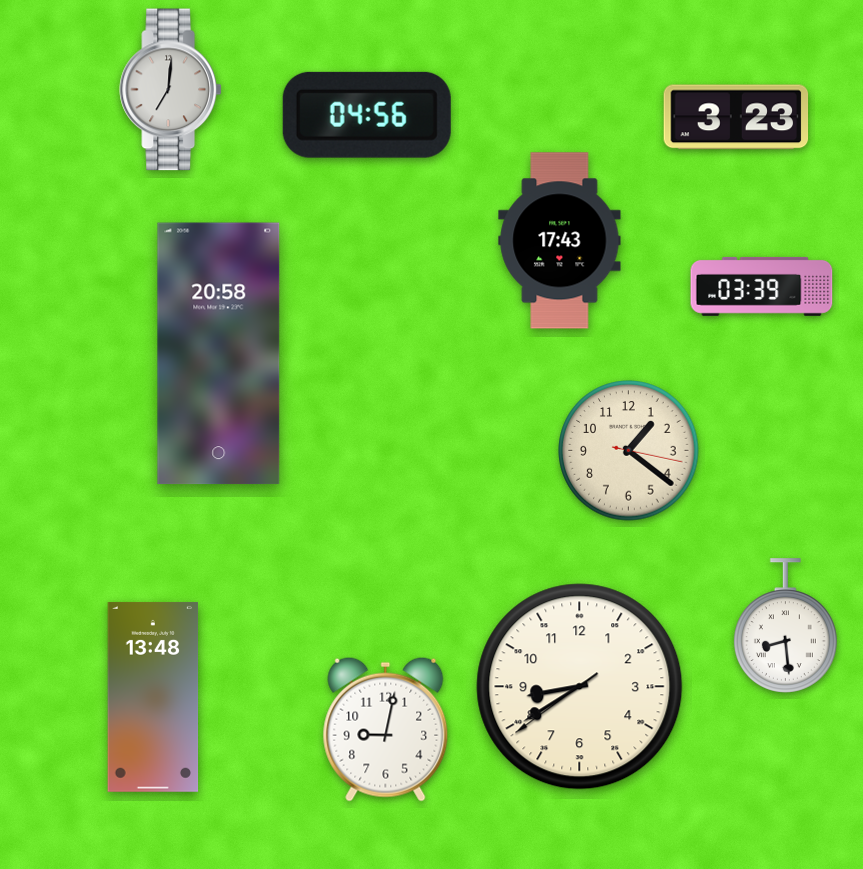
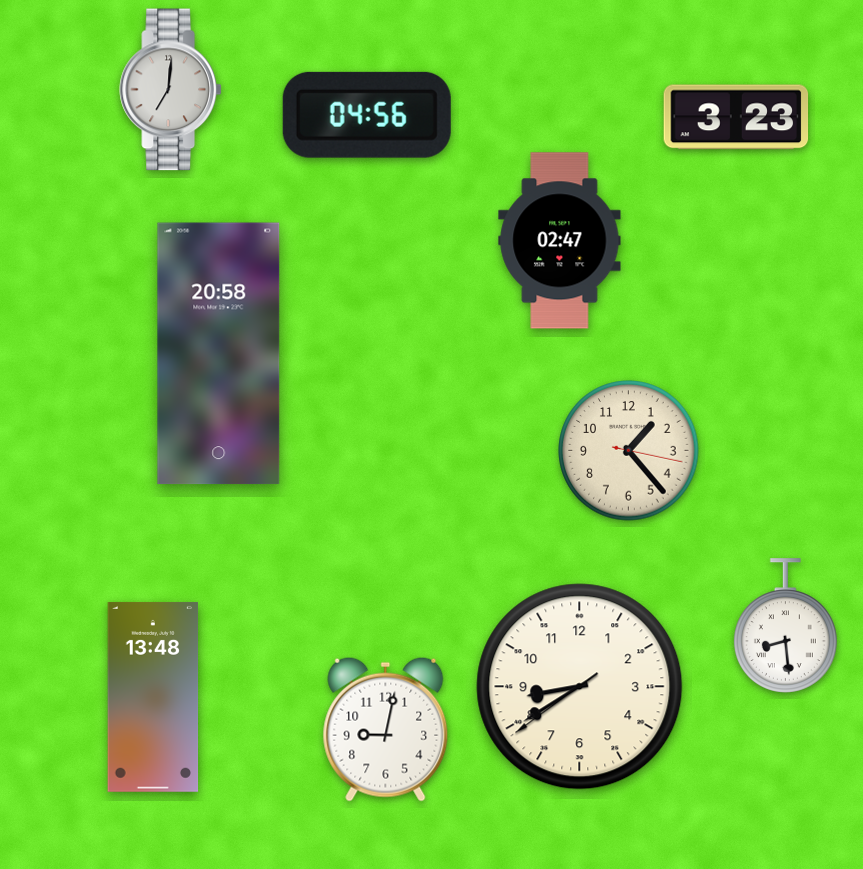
clock at (560, 241): 17:43 -> 02:47
clock at (762, 286): 03:39 -> none
clock at (629, 451): 1:21 -> 1:23
